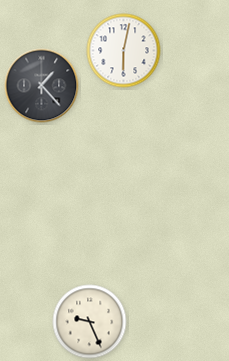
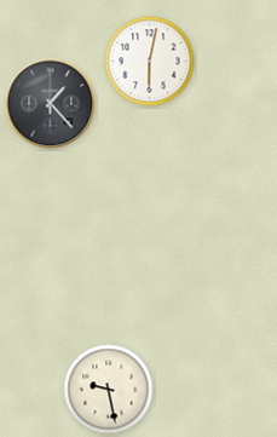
clock at (90, 322): 9:26 -> 9:28
